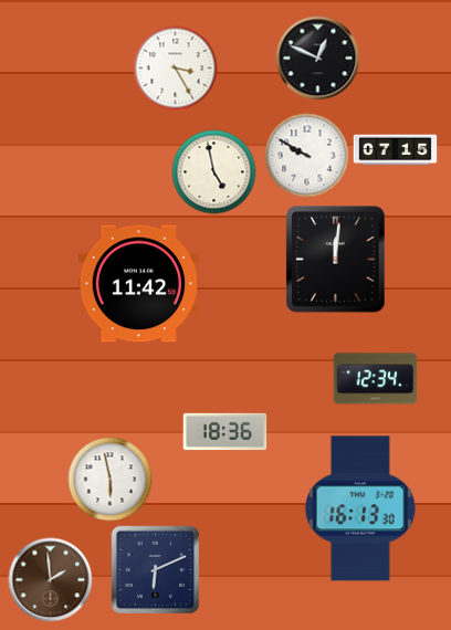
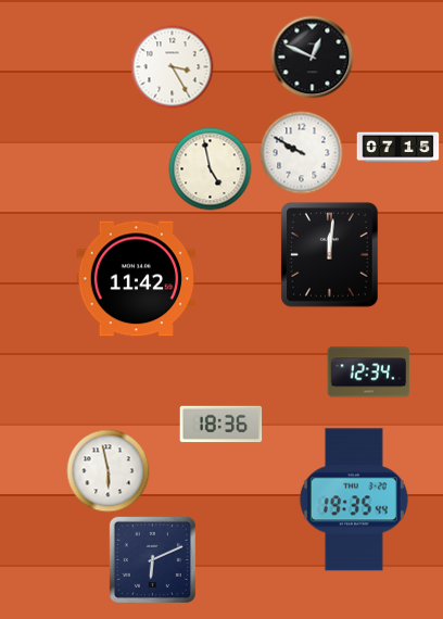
clock at (396, 150) position: (396, 150) -> (398, 148)
clock at (360, 508): 16:13 -> 19:35
clock at (51, 580): 1:59 -> none
